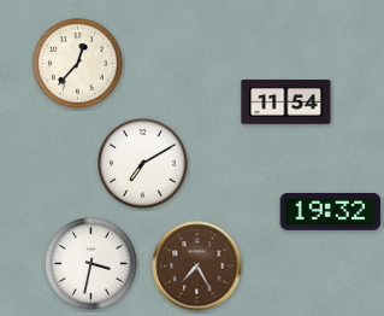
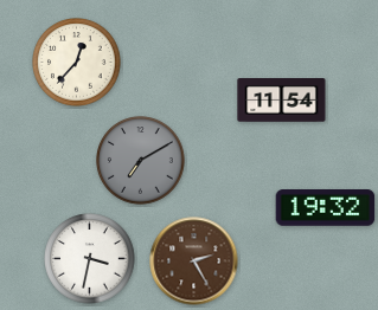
clock at (143, 164) dial: white -> grey
clock at (197, 267): 7:25 -> 2:25
